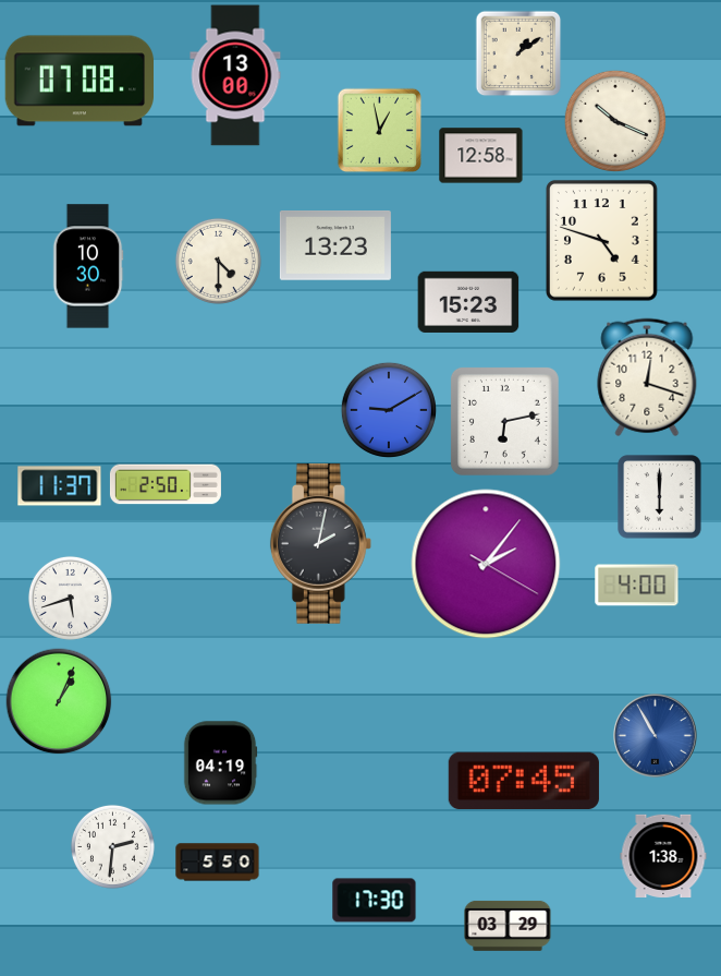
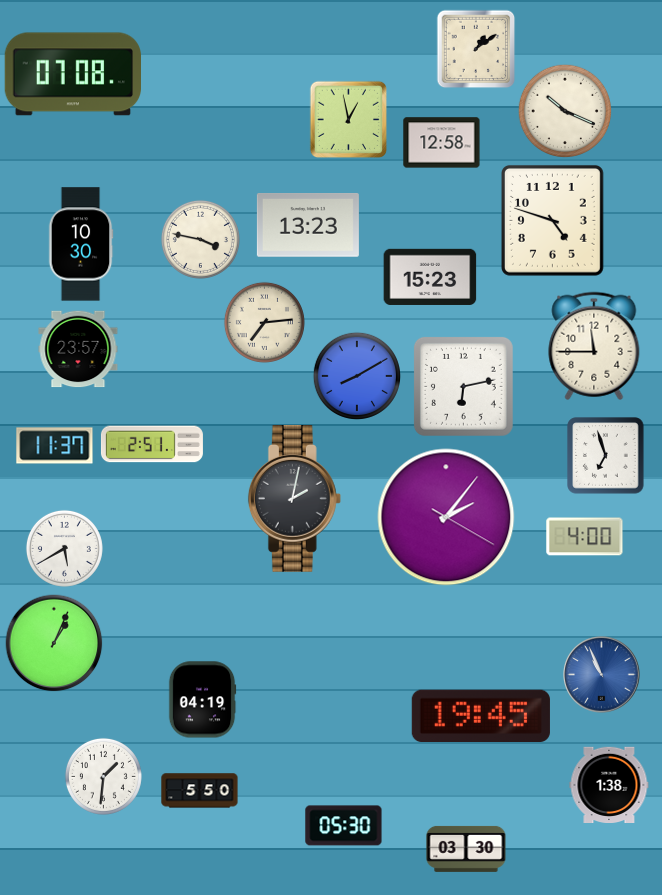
clock at (235, 75): 13:00 -> none
clock at (218, 261): 4:30 -> 3:47
clock at (264, 322): none -> 7:14
clock at (647, 377): 12:18 -> 11:45
clock at (78, 349): none -> 23:57
clock at (389, 410): 9:10 -> 8:10
clock at (166, 484): 2:50 -> 2:51
clock at (660, 497): 6:00 -> 6:57
clock at (70, 598): 5:42 -> 5:40
clock at (656, 736): 10:55 -> 10:56
clock at (524, 781): 07:45 -> 19:45
clock at (112, 846): 2:31 -> 1:31
clock at (375, 901): 17:30 -> 05:30
clock at (508, 926): 03:29 -> 03:30
